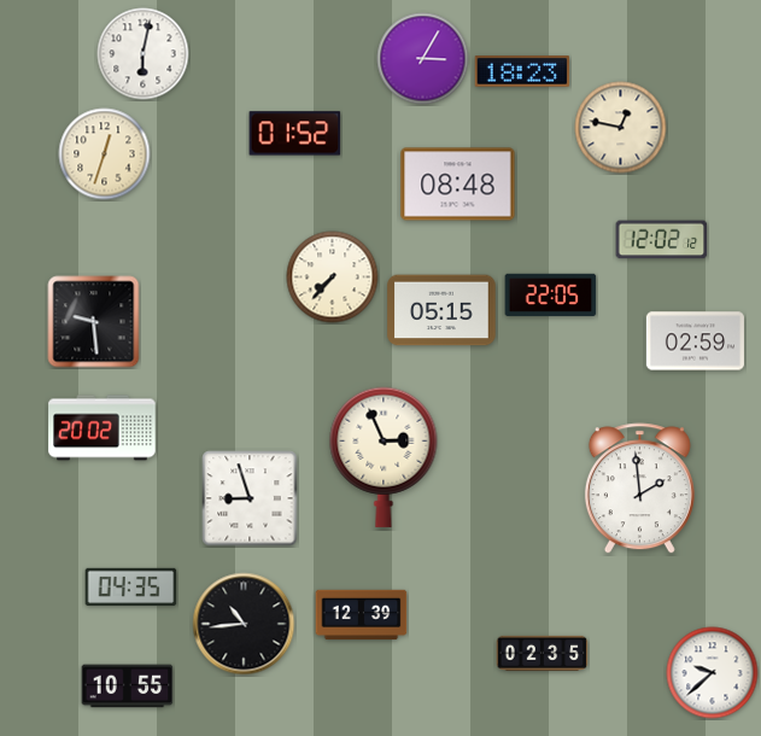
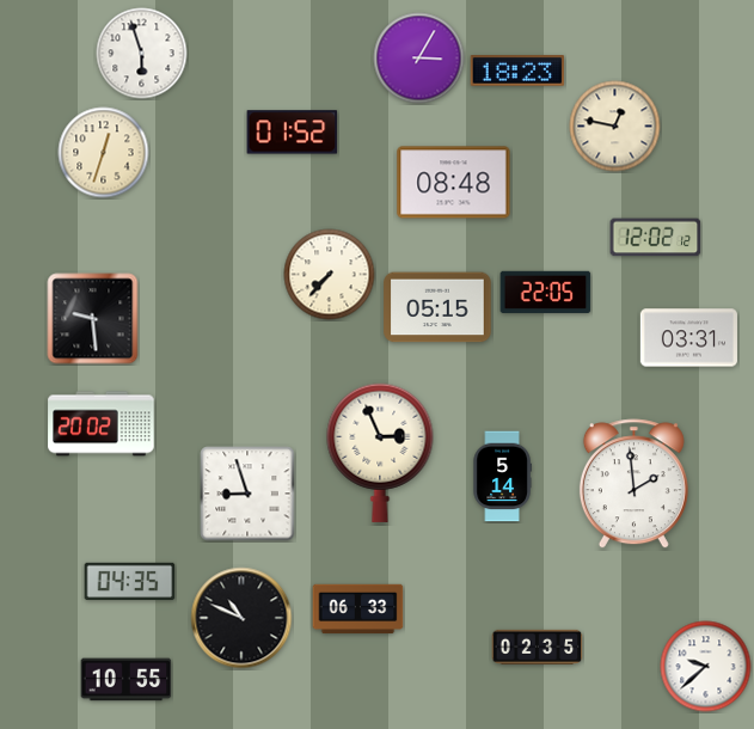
clock at (144, 54): 6:02 -> 5:57
clock at (695, 341): 02:59 -> 03:31
clock at (502, 477): none -> 5:14
clock at (362, 615): 12:39 -> 06:33
clock at (244, 624): 10:44 -> 10:49
